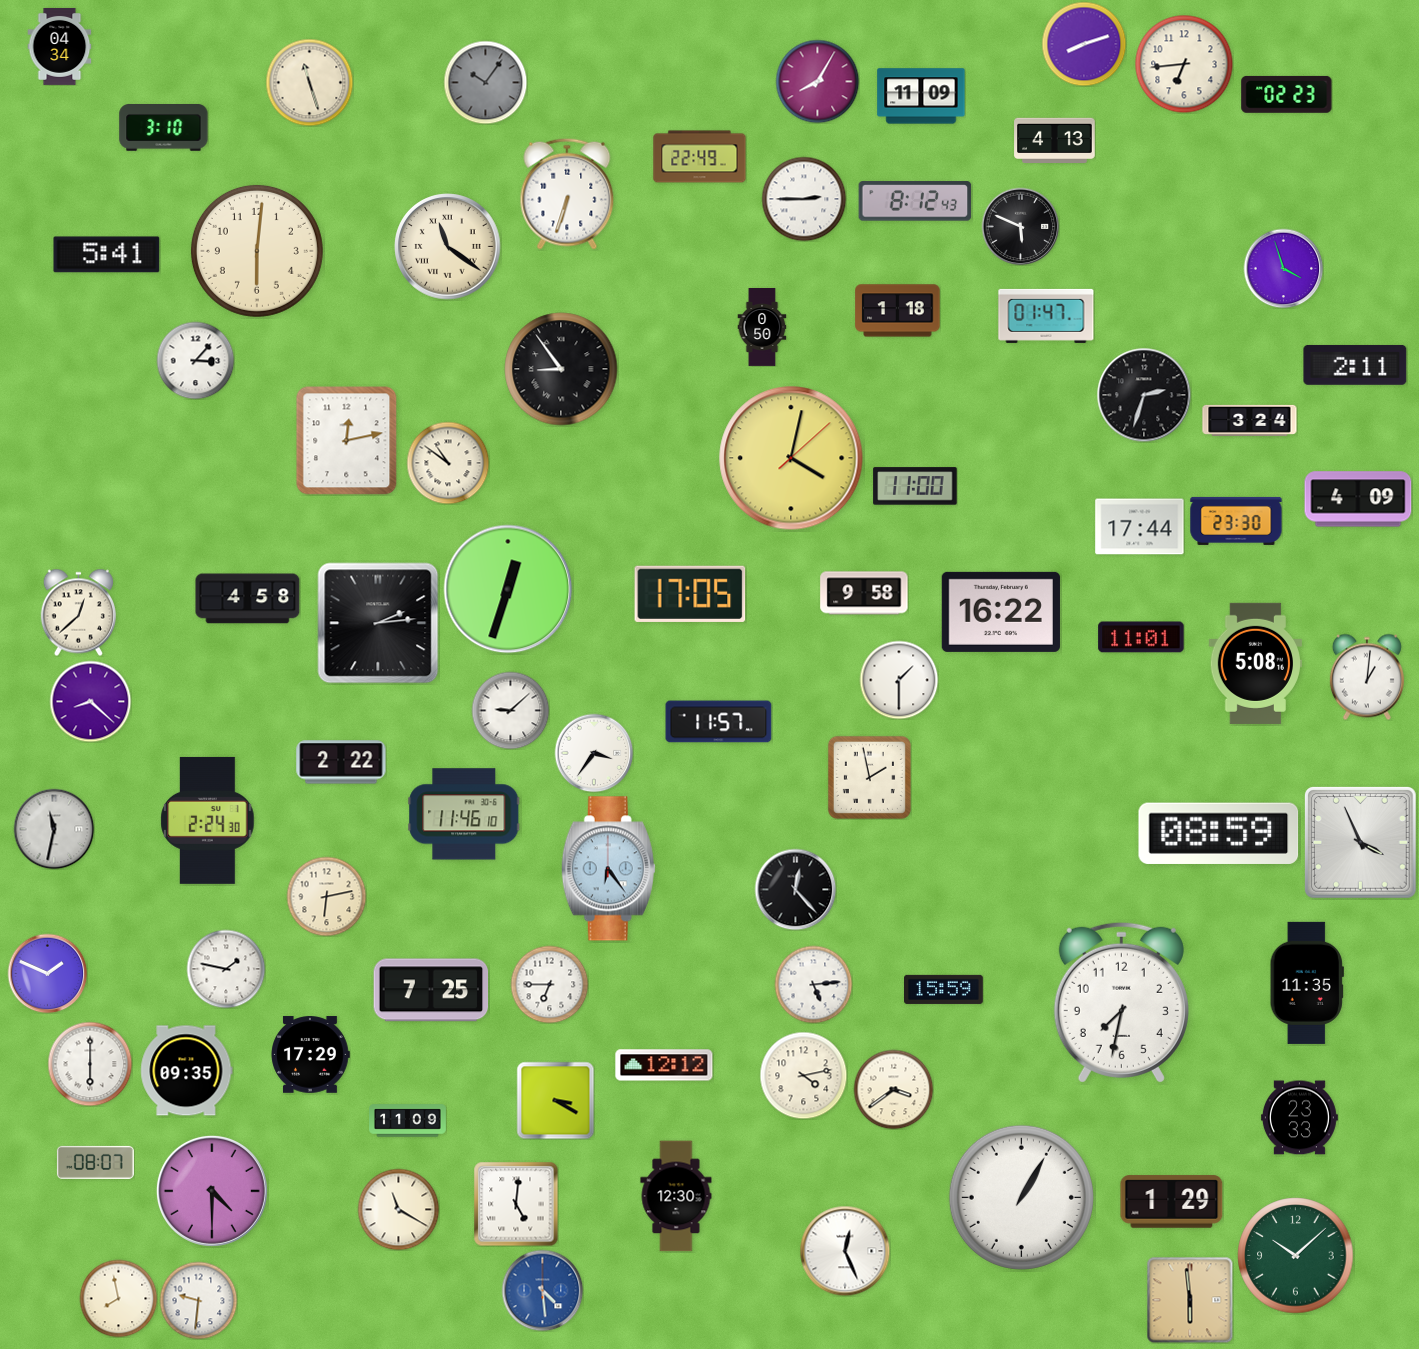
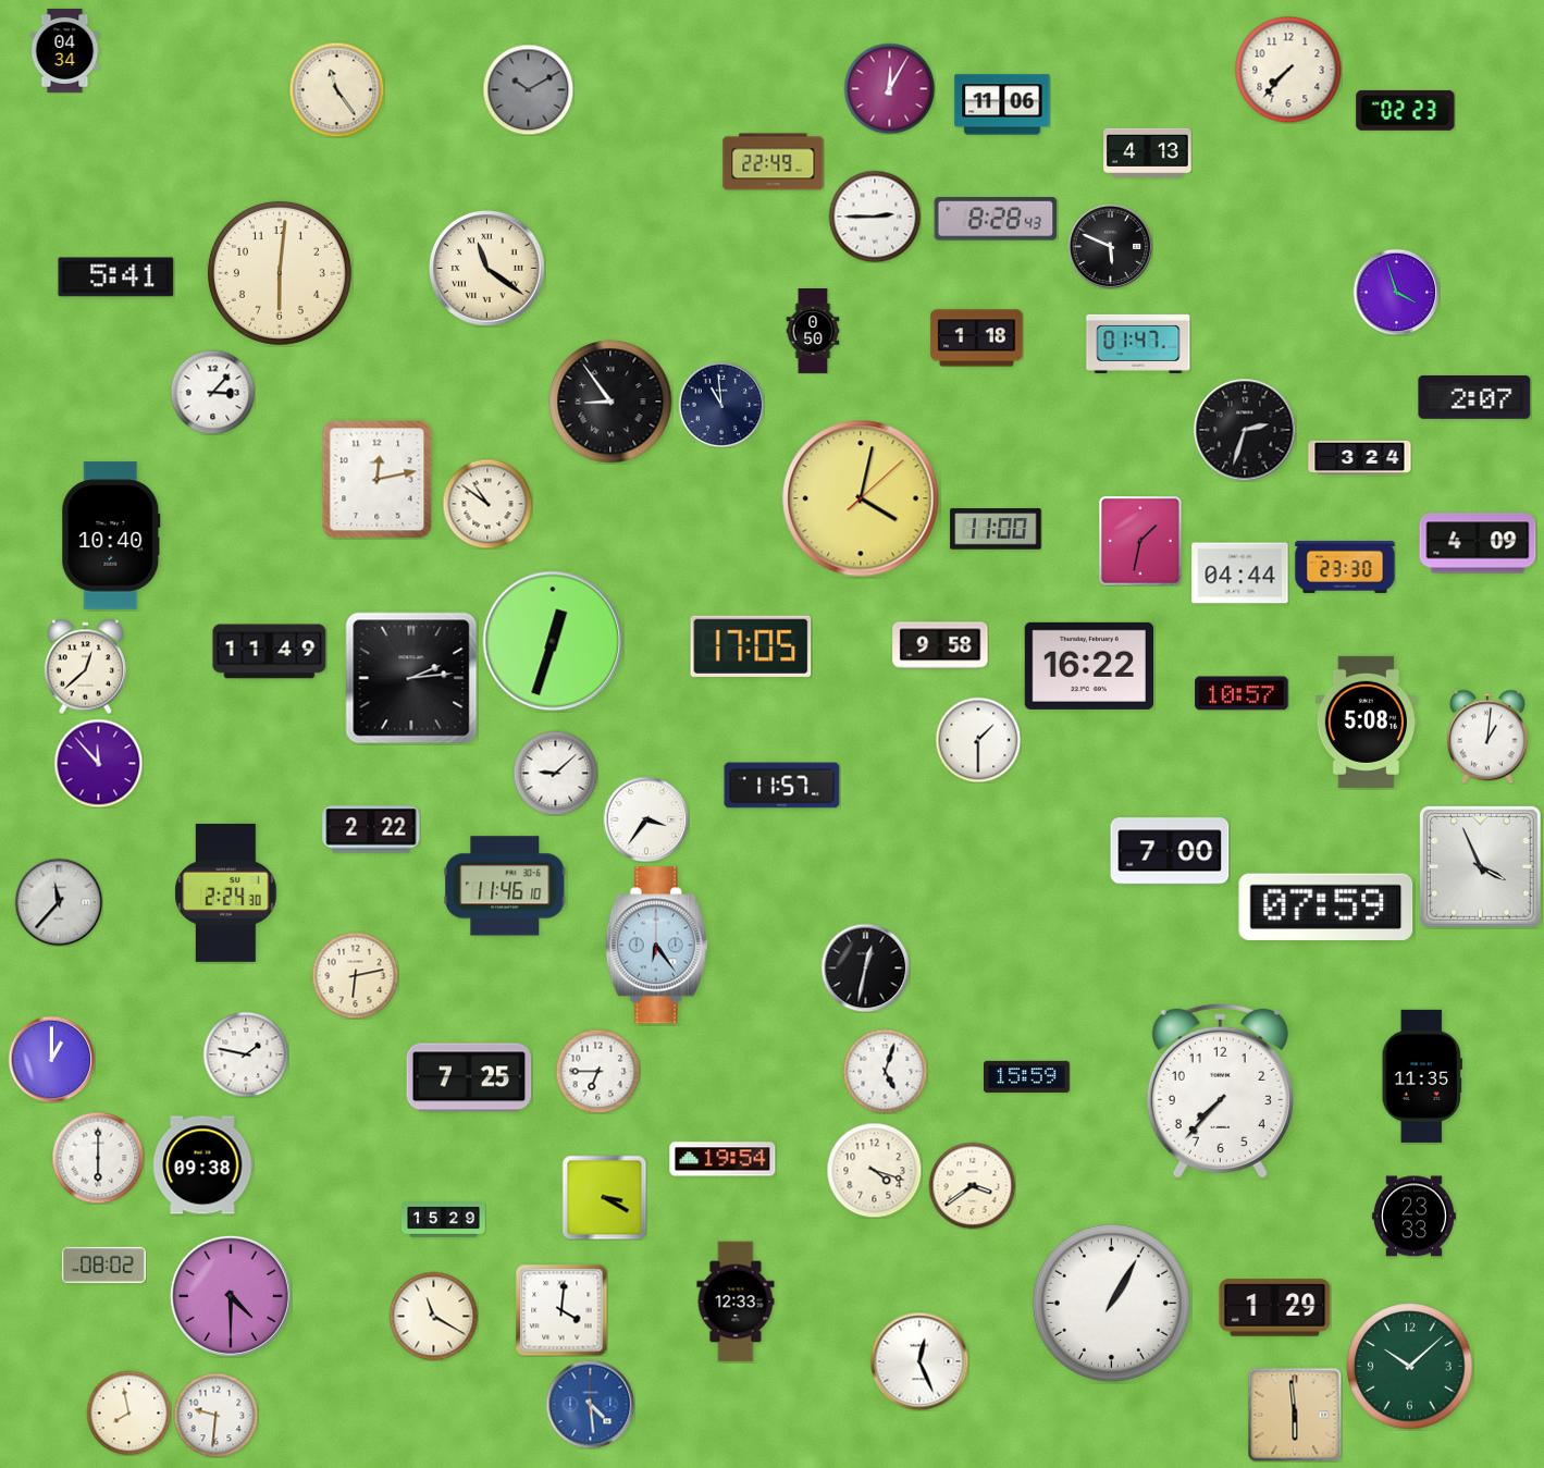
clock at (1084, 44): 8:12 -> none
clock at (1184, 64): 6:44 -> 7:37
clock at (817, 81): 8:05 -> 12:05
clock at (309, 82): 11:27 -> 11:24
clock at (485, 82): 10:06 -> 10:10
clock at (1287, 94) position: (1287, 94) -> (1406, 110)
clock at (921, 96): 11:09 -> 11:06
clock at (164, 128): 3:10 -> none
clock at (700, 157) position: (700, 157) -> (774, 162)
clock at (567, 194): 6:33 -> none
clock at (915, 201): 8:12 -> 8:28
clock at (762, 328) position: (762, 328) -> (813, 332)
clock at (1355, 365): 2:11 -> 2:07
clock at (721, 405): none -> 10:59
clock at (111, 535): none -> 10:40
clock at (1140, 541): none -> 1:32
clock at (1140, 527): 17:44 -> 04:44
clock at (248, 599): 4:58 -> 11:49
clock at (1141, 637): 11:01 -> 10:57
clock at (90, 701): 8:22 -> 11:53
clock at (869, 777): 1:58 -> none
clock at (1170, 851): none -> 7:00
clock at (54, 829): 11:32 -> 11:37
clock at (1219, 833): 08:59 -> 07:59
clock at (1361, 843) position: (1361, 843) -> (1481, 867)
clock at (608, 869) position: (608, 869) -> (656, 946)
clock at (795, 889): 12:23 -> 12:32
clock at (47, 973): 1:49 -> 1:00
clock at (1307, 983) position: (1307, 983) -> (1422, 1076)
clock at (813, 984): 5:14 -> 5:03
clock at (1121, 1002): 7:32 -> 7:37
clock at (310, 1055): 17:29 -> none
clock at (664, 1065): 12:12 -> 19:54
clock at (187, 1071): 09:35 -> 09:38
clock at (803, 1075): 4:13 -> 4:18
clock at (408, 1121): 11:09 -> 15:29
clock at (95, 1162): 08:07 -> 08:02
clock at (676, 1196): 12:30 -> 12:33
clock at (516, 1204): 5:01 -> 4:01
